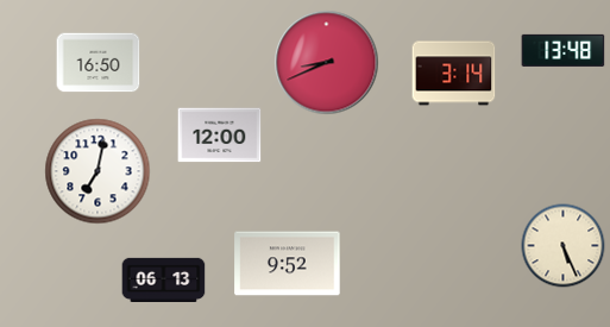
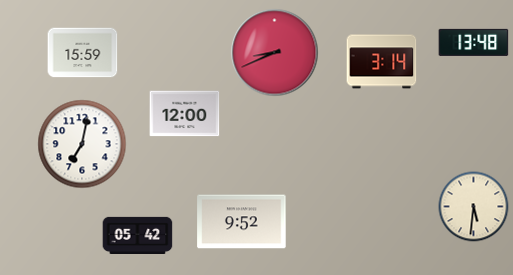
clock at (99, 63): 16:50 -> 15:59
clock at (564, 246): 5:26 -> 5:31
clock at (164, 279): 06:13 -> 05:42
